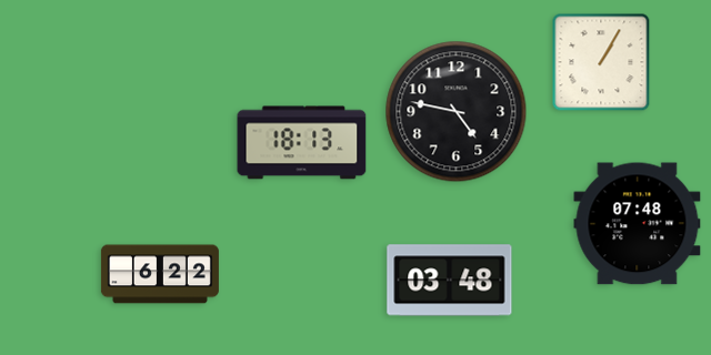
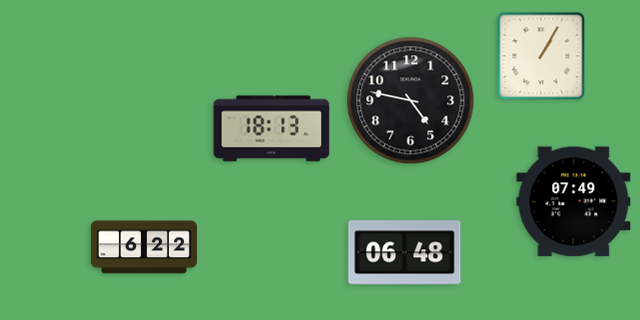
clock at (638, 224): 07:48 -> 07:49
clock at (450, 281): 03:48 -> 06:48
